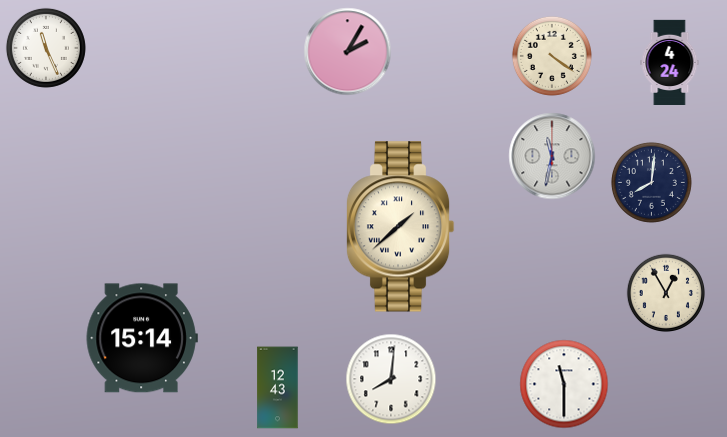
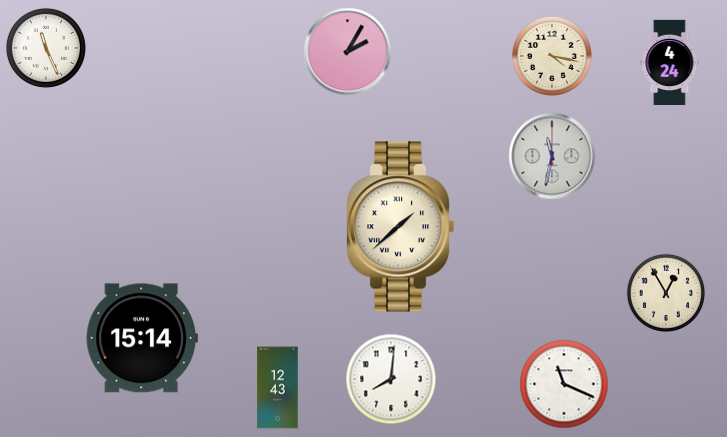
clock at (552, 56): 4:21 -> 4:17
clock at (651, 182): 8:01 -> none
clock at (564, 384): 11:30 -> 11:19
